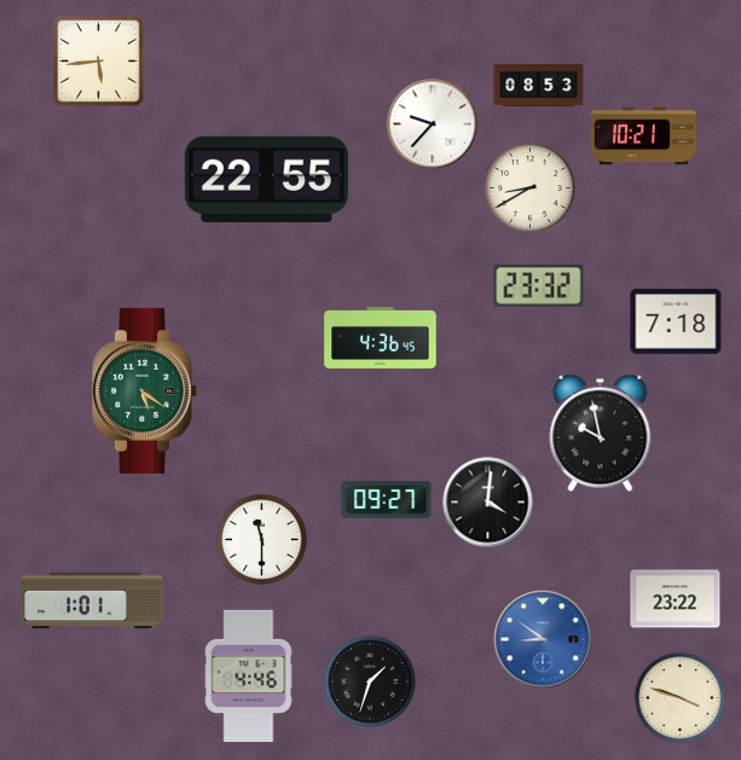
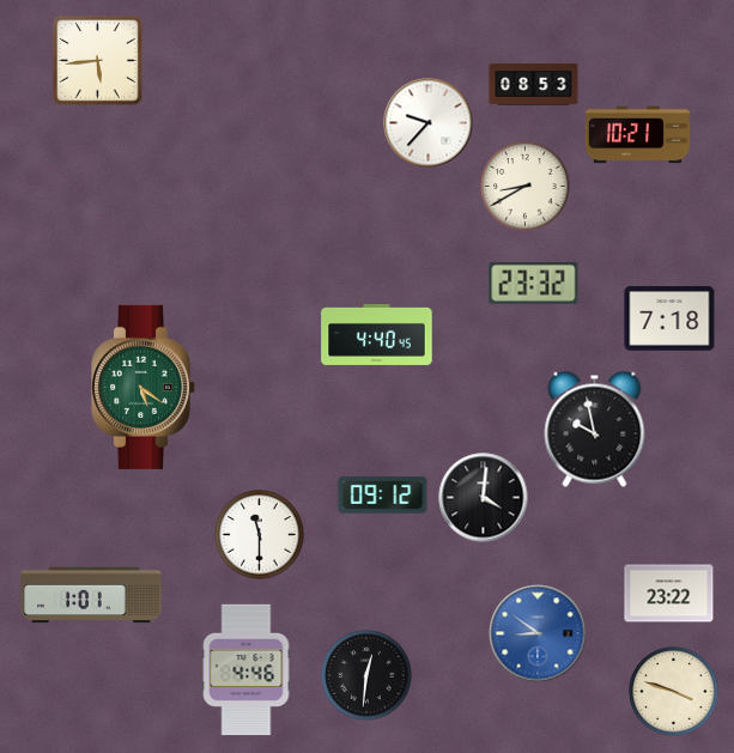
clock at (266, 179): 22:55 -> none
clock at (381, 337): 4:36 -> 4:40
clock at (387, 500): 09:27 -> 09:12
clock at (370, 681): 1:33 -> 12:31
